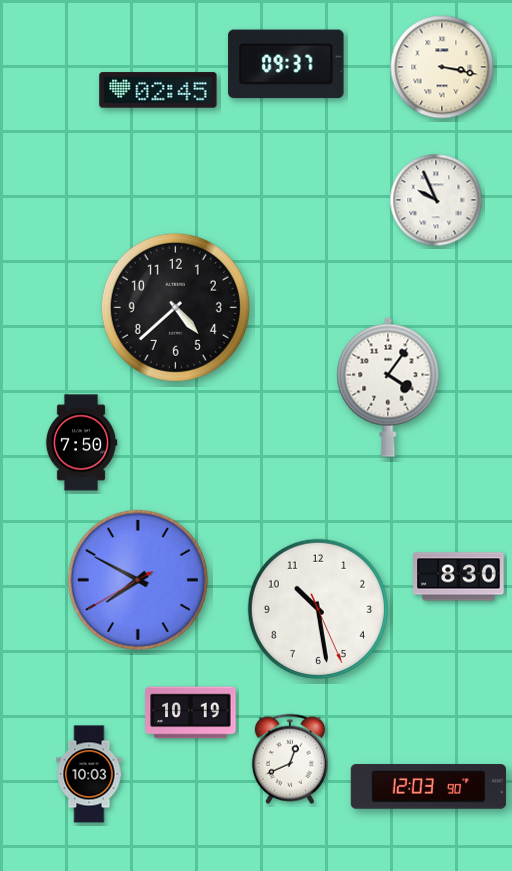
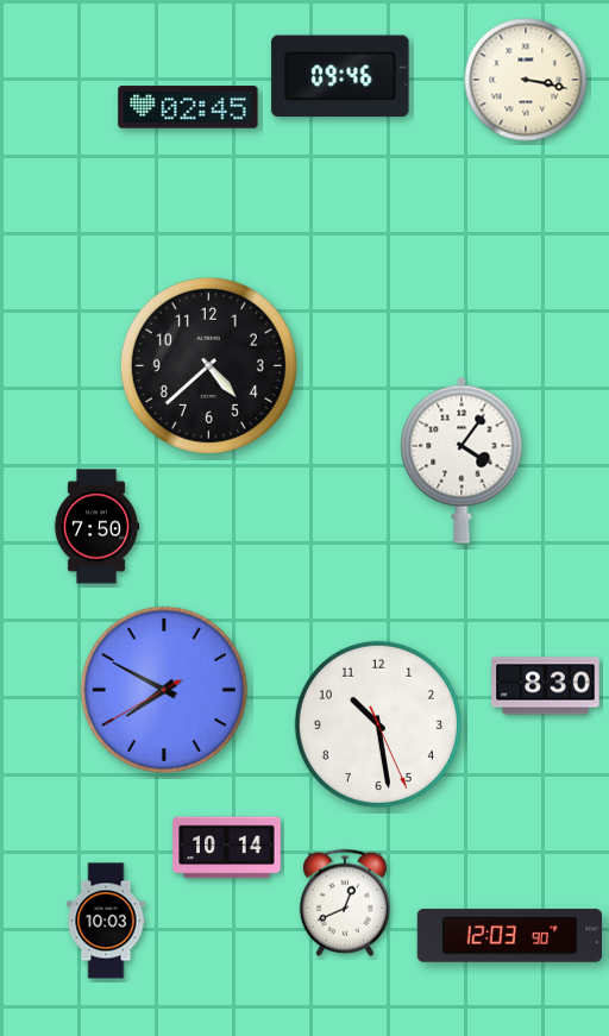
clock at (286, 64): 09:37 -> 09:46
clock at (436, 200): 9:56 -> none
clock at (191, 713): 10:19 -> 10:14
